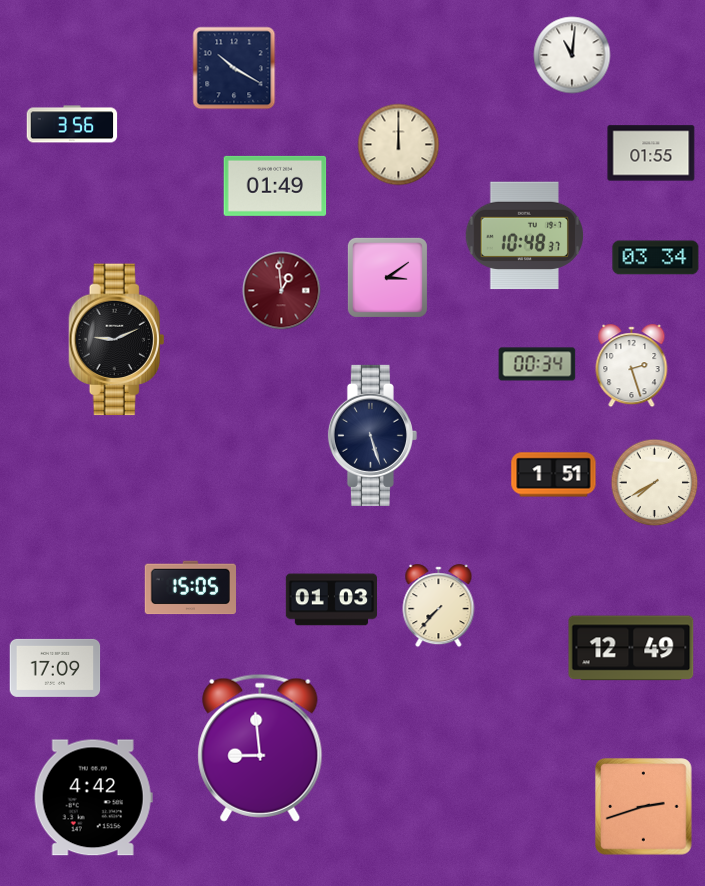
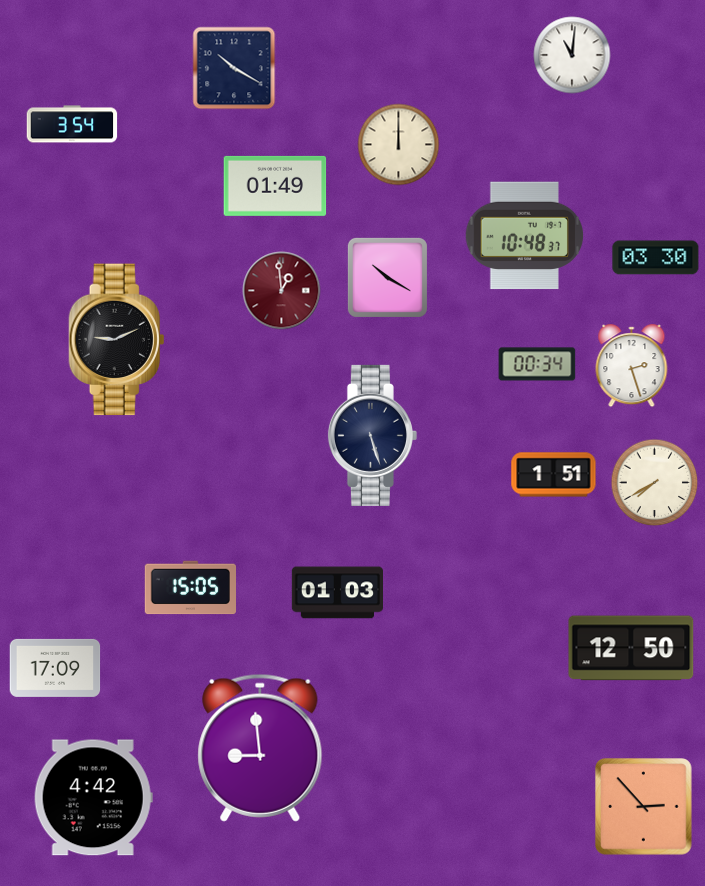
clock at (72, 124): 3:56 -> 3:54
clock at (651, 153): 01:55 -> none
clock at (656, 258): 03:34 -> 03:30
clock at (387, 277): 3:09 -> 10:20
clock at (331, 600) position: (331, 600) -> (337, 593)
clock at (439, 606): 7:37 -> none
clock at (631, 648): 12:49 -> 12:50
clock at (644, 807): 2:42 -> 2:53
